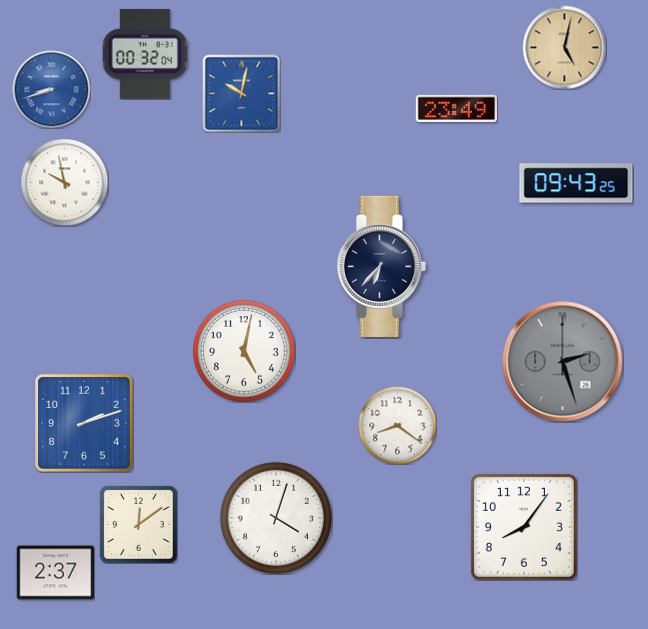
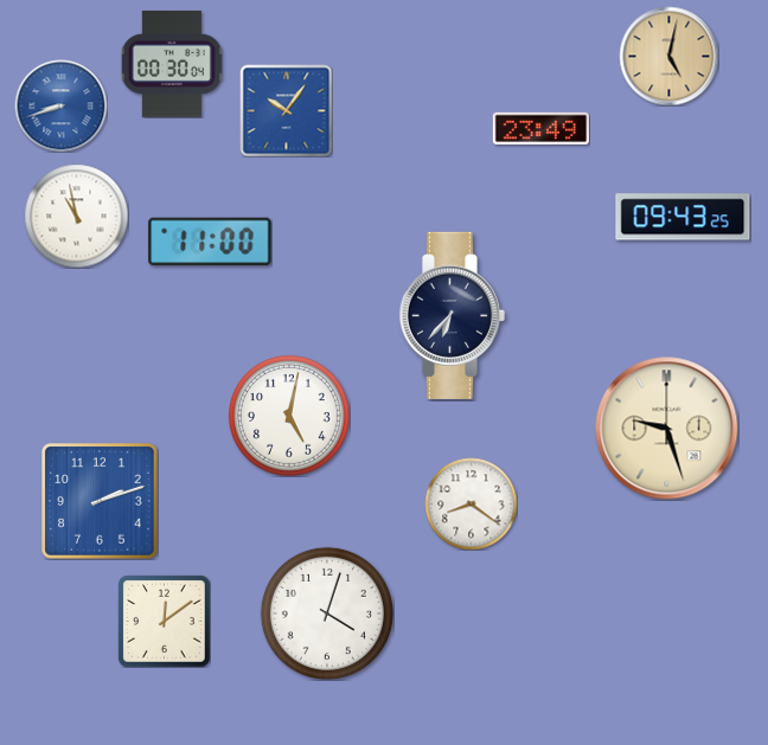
clock at (145, 54): 00:32 -> 00:30
clock at (241, 93): 10:02 -> 10:06
clock at (64, 182): 9:58 -> 10:58
clock at (210, 242): none -> 11:00
clock at (563, 362): 2:27 -> 9:27
clock at (563, 362) dial: grey -> cream
clock at (524, 527): 8:06 -> none
clock at (55, 573): 2:37 -> none
